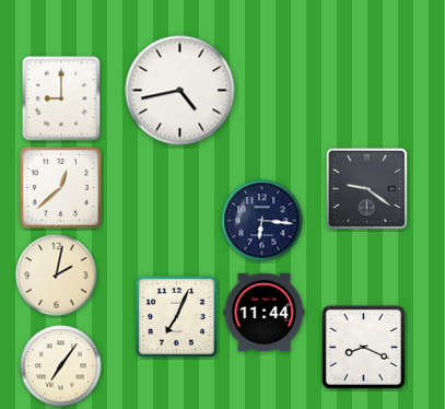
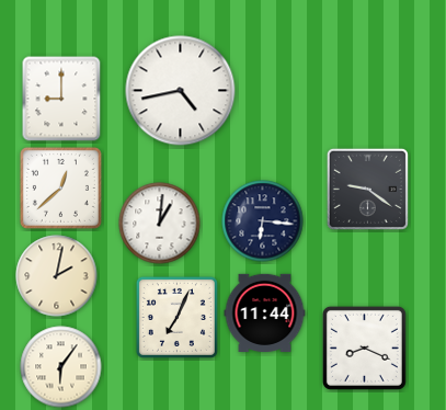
clock at (160, 224): none -> 1:01
clock at (61, 366): 7:06 -> 6:06
